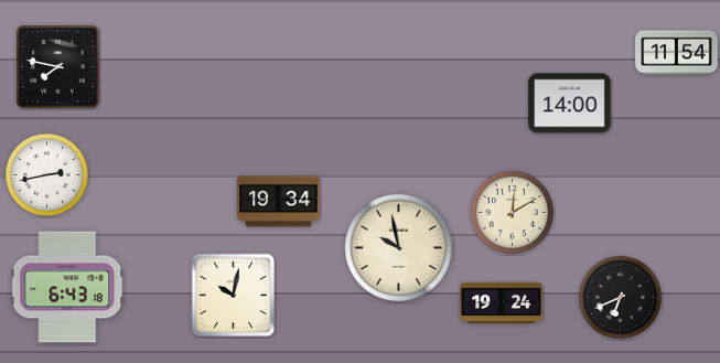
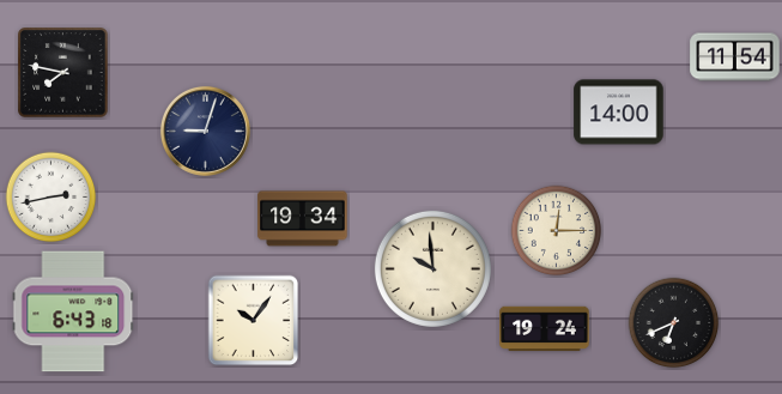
clock at (205, 131): none -> 9:03
clock at (47, 175) position: (47, 175) -> (51, 198)
clock at (513, 213): 12:10 -> 12:15
clock at (398, 247): 9:58 -> 9:59
clock at (234, 296): 10:02 -> 10:06
